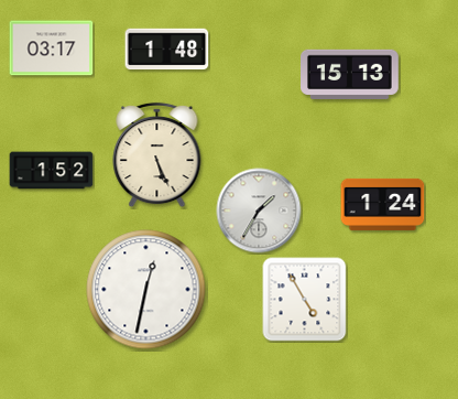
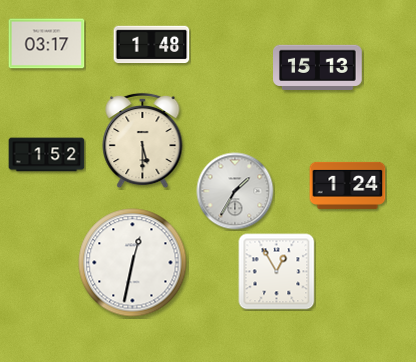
clock at (157, 155): 5:26 -> 5:30
clock at (305, 300): 4:55 -> 12:55
